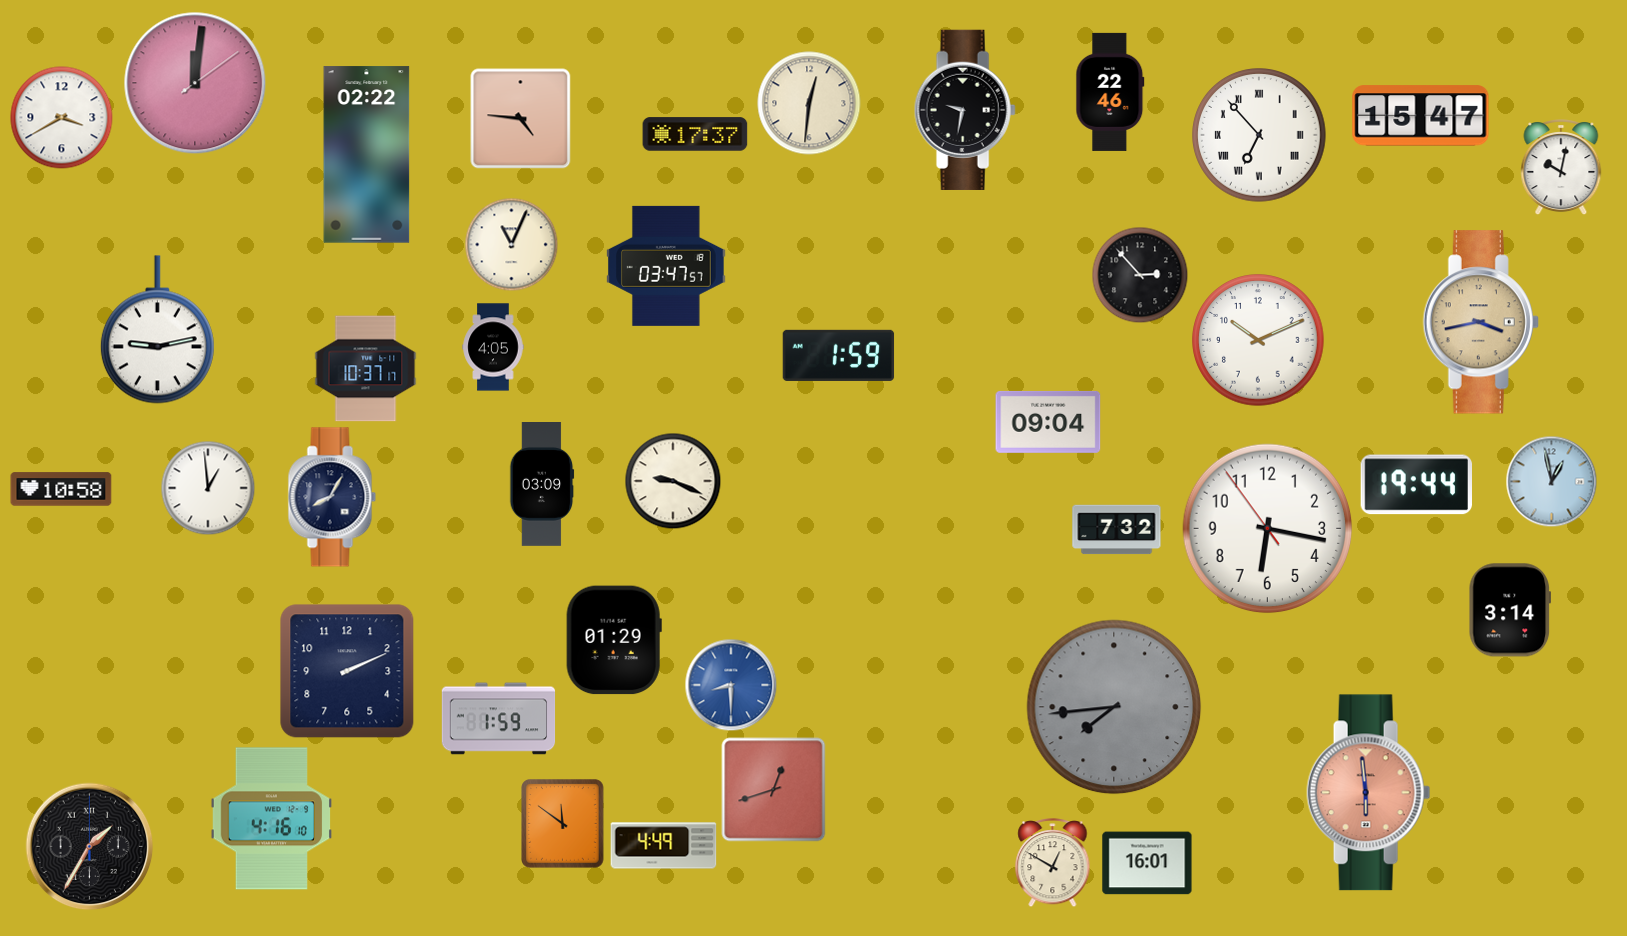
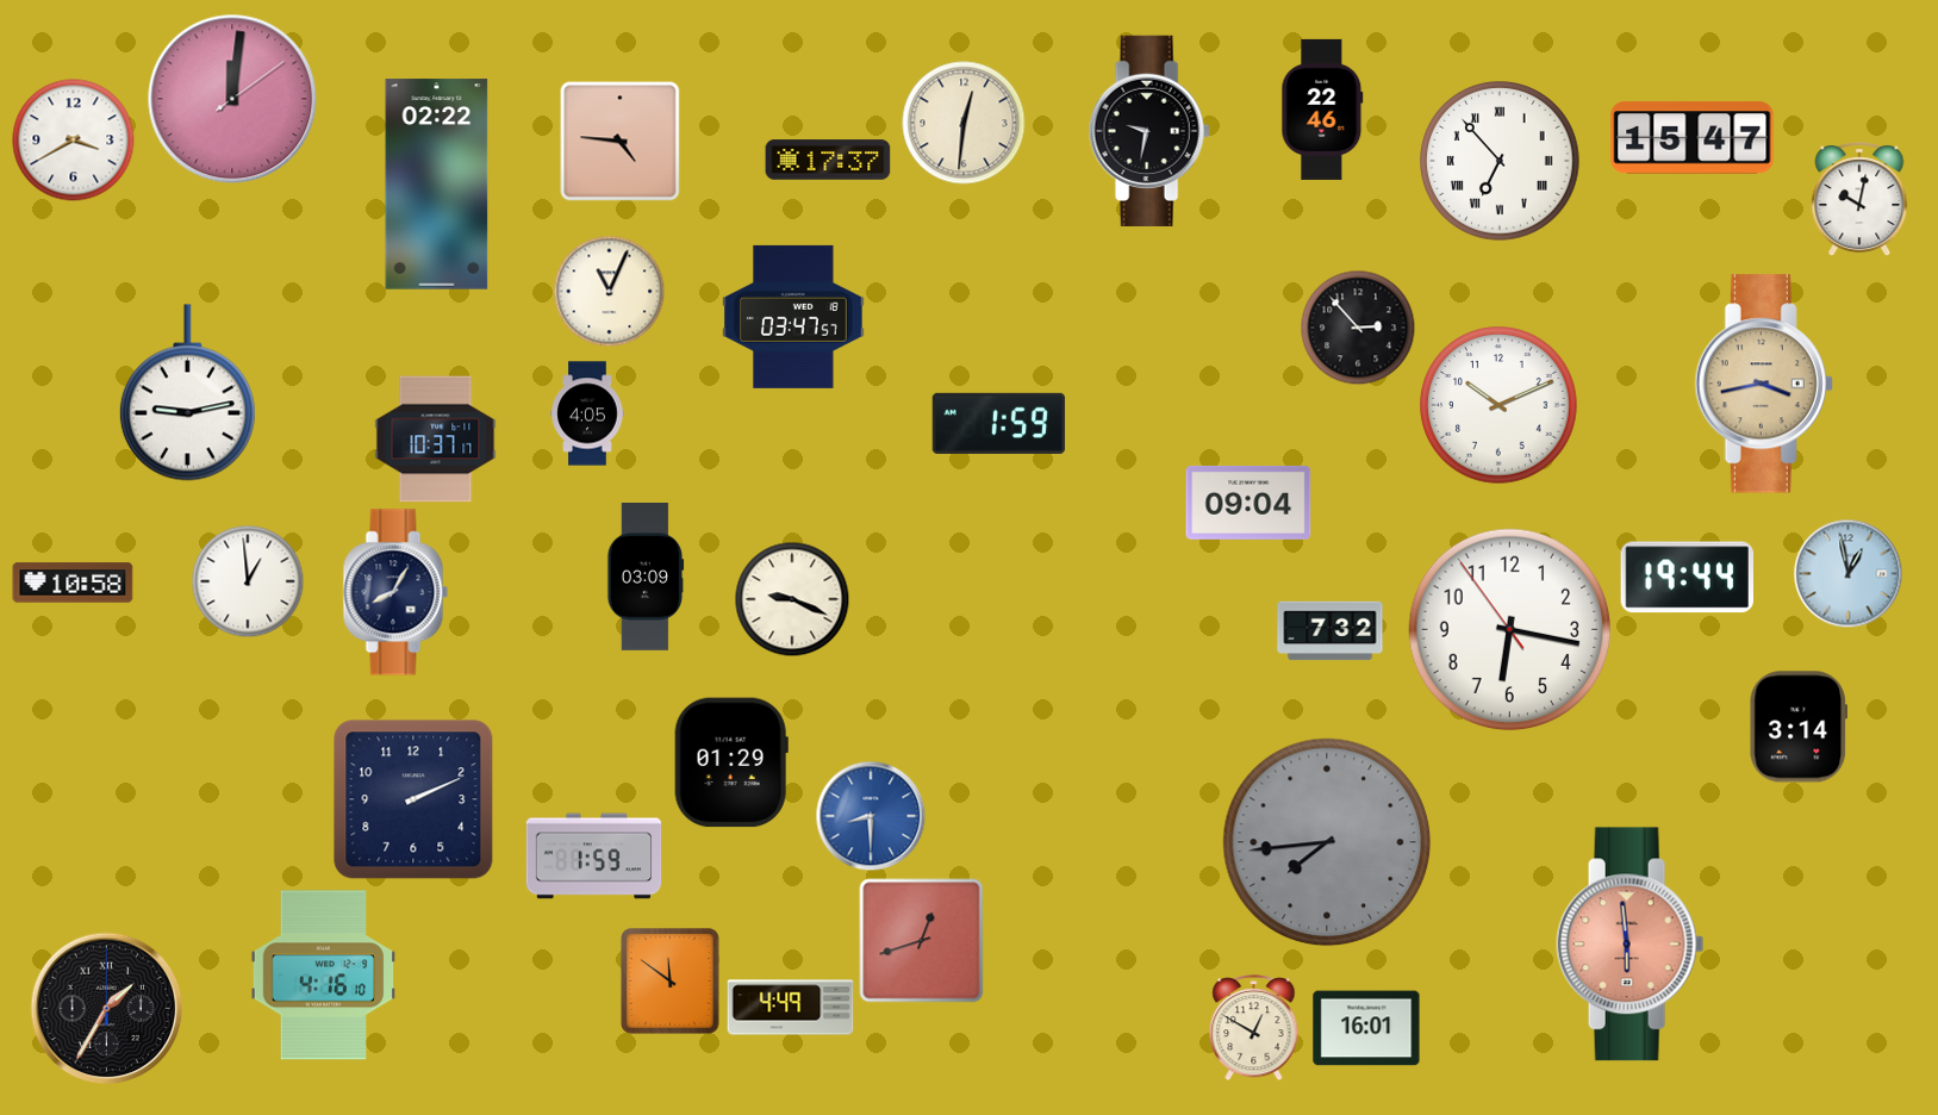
clock at (673, 481) position: (673, 481) -> (792, 599)
